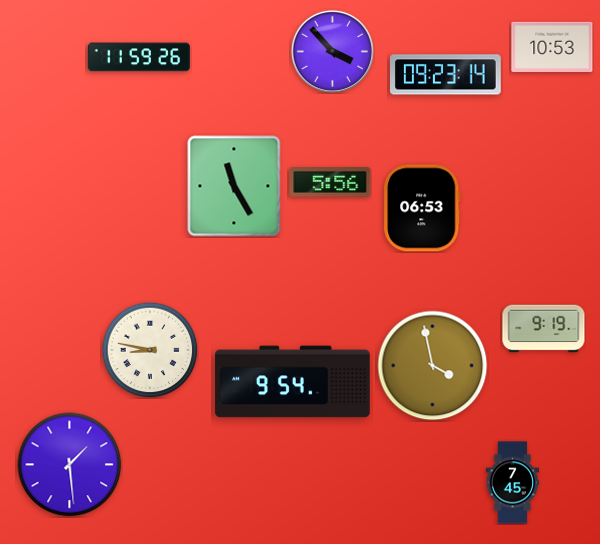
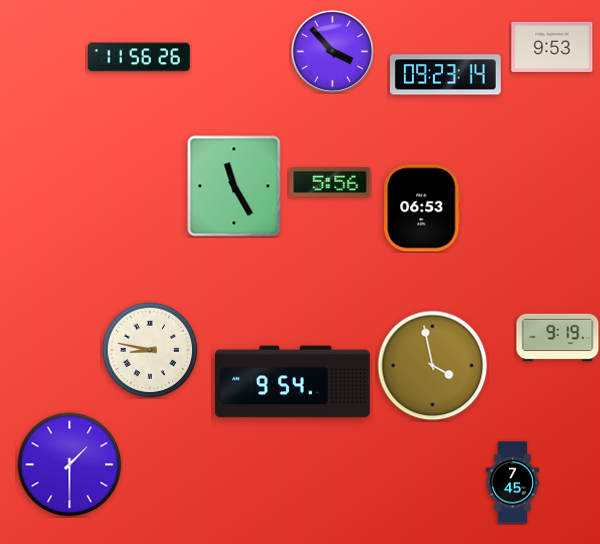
clock at (552, 47): 10:53 -> 9:53
clock at (139, 57): 11:59 -> 11:56
clock at (544, 329) position: (544, 329) -> (558, 338)
clock at (70, 465): 1:29 -> 1:30
